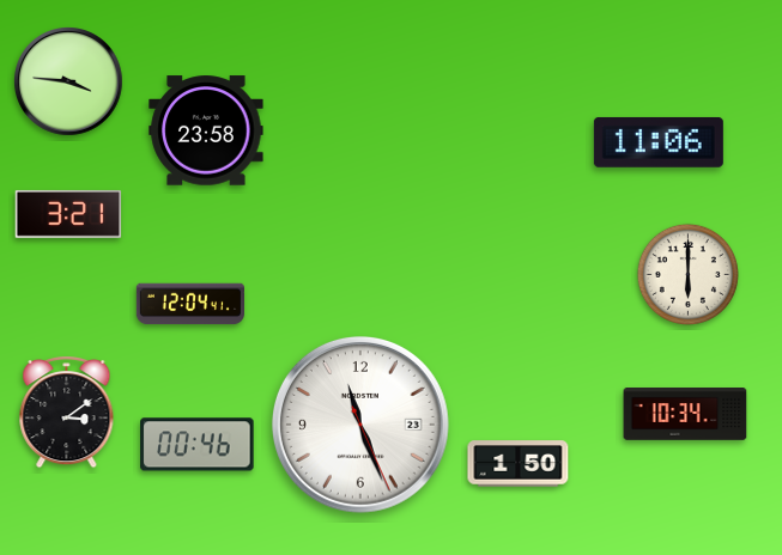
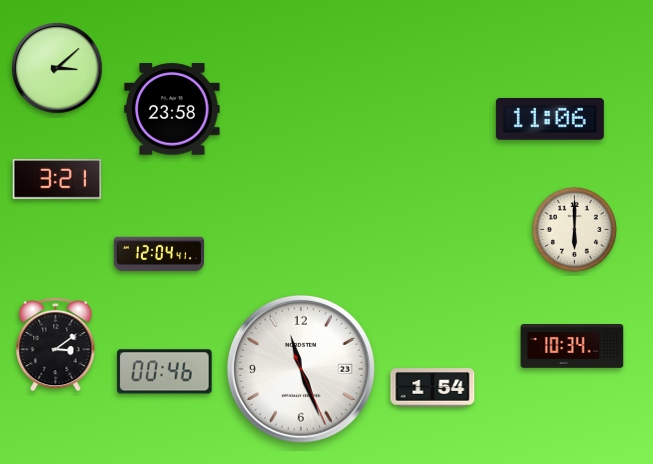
clock at (69, 83): 3:46 -> 3:08
clock at (360, 425) position: (360, 425) -> (301, 369)
clock at (519, 464): 1:50 -> 1:54
